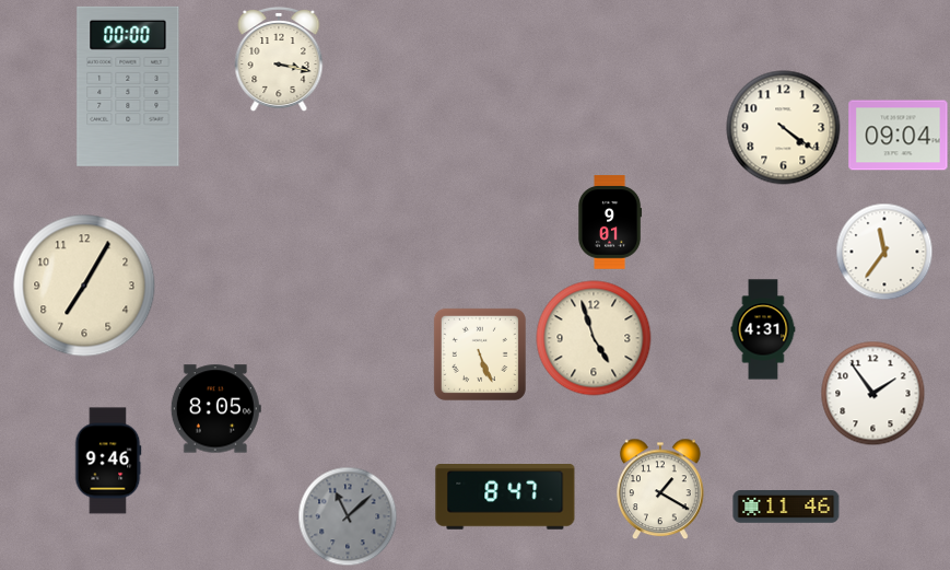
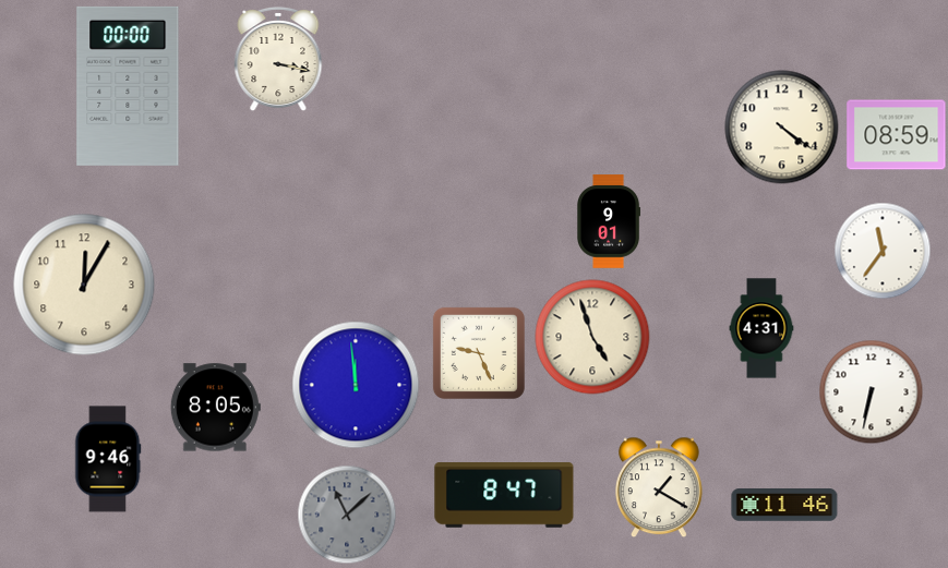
clock at (899, 136): 09:04 -> 08:59
clock at (84, 286): 7:05 -> 12:05
clock at (480, 354): 5:26 -> 9:26
clock at (356, 385): none -> 11:59
clock at (873, 394): 1:54 -> 6:32
